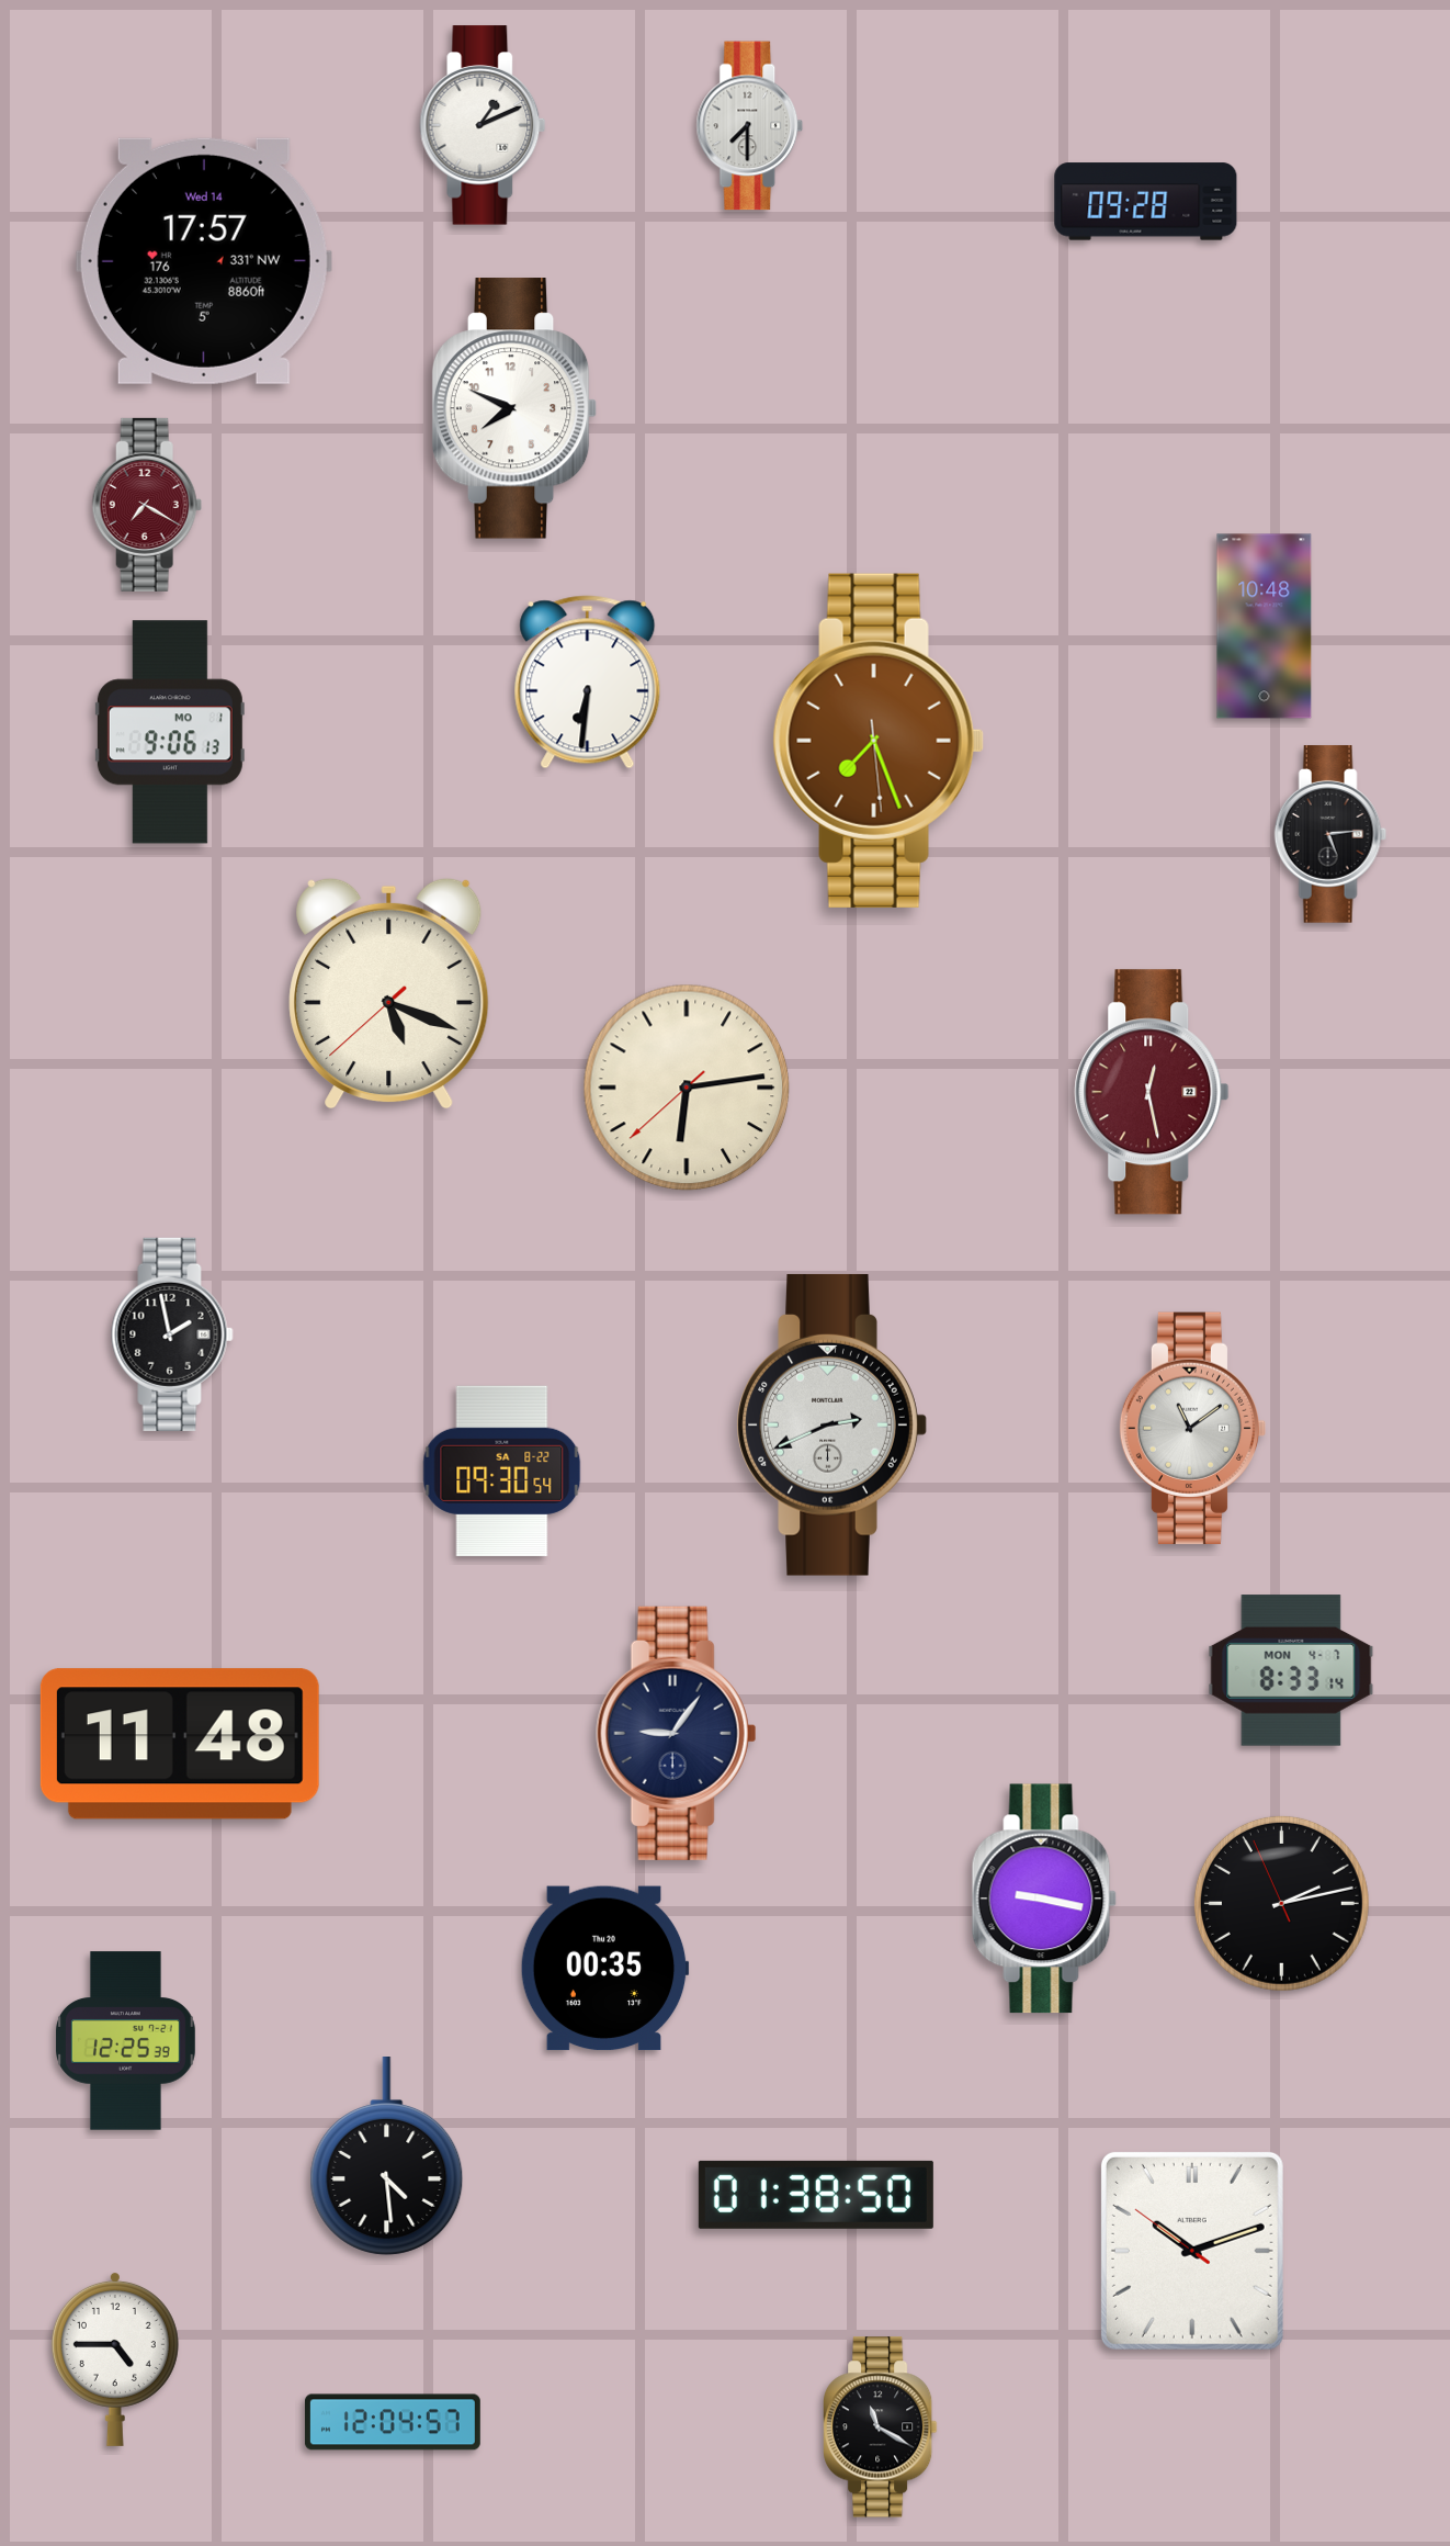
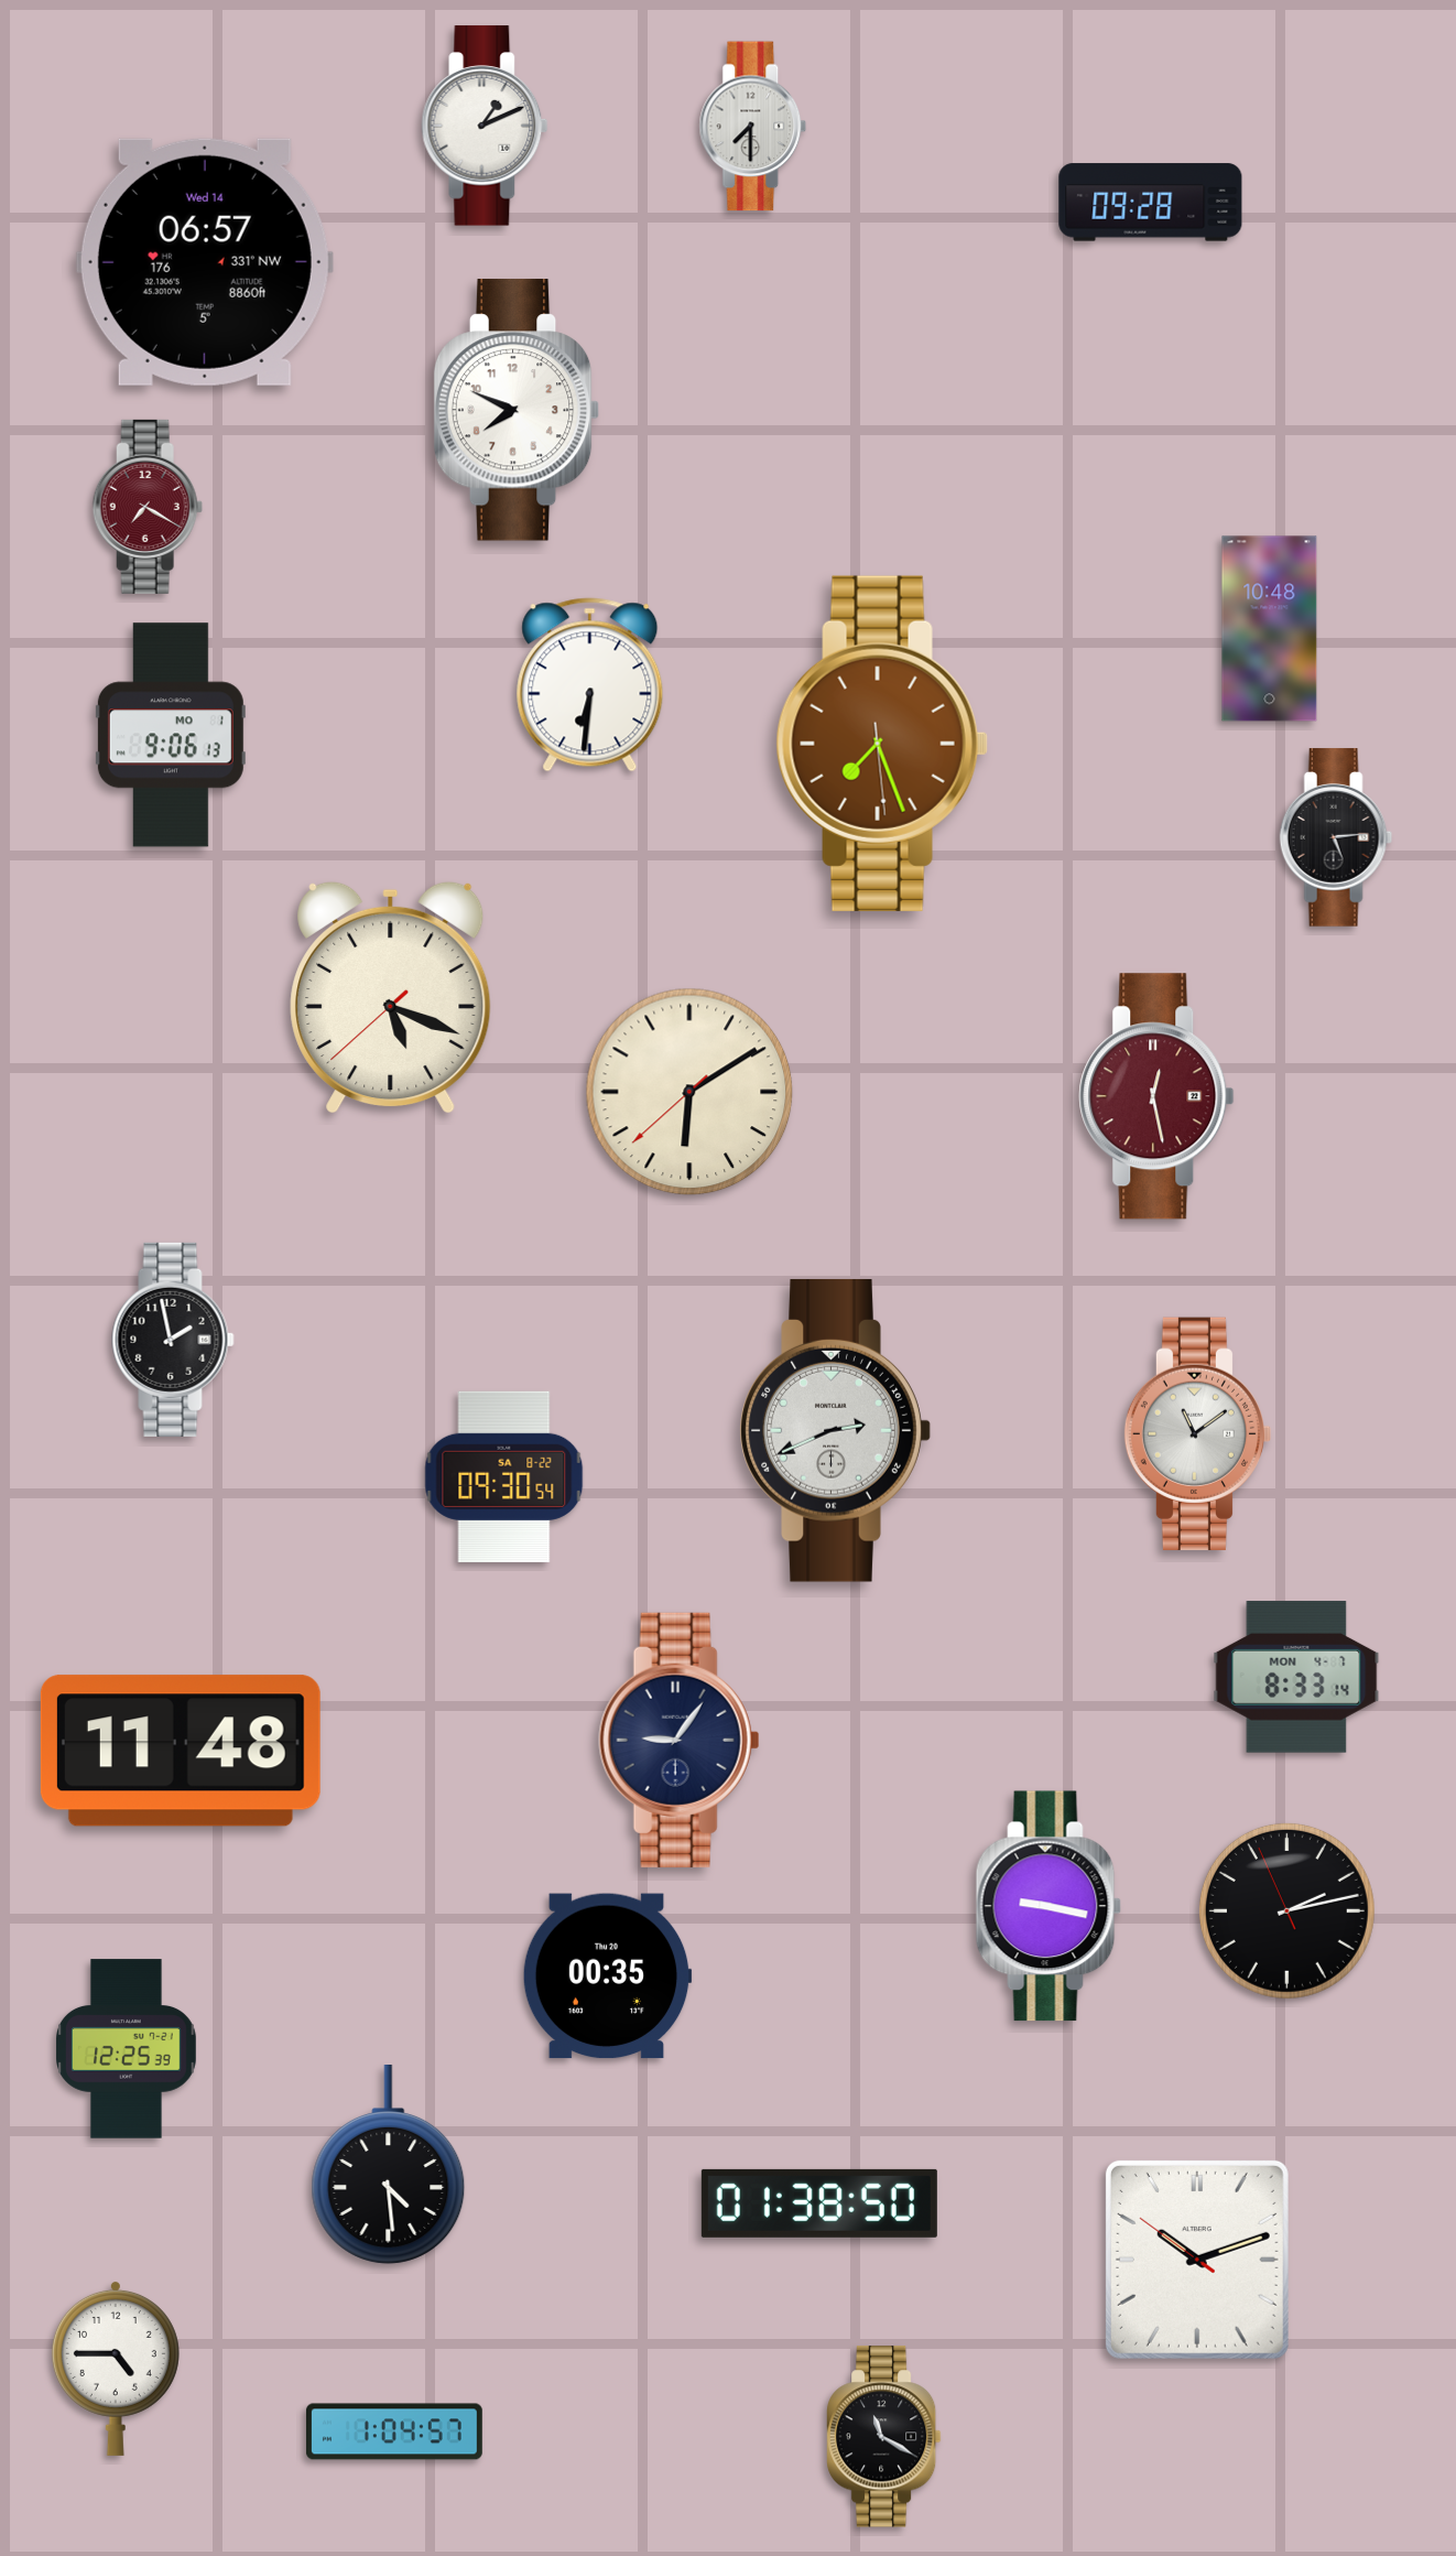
clock at (204, 261): 17:57 -> 06:57
clock at (687, 1088): 6:13 -> 6:09
clock at (393, 2422): 12:04 -> 1:04
